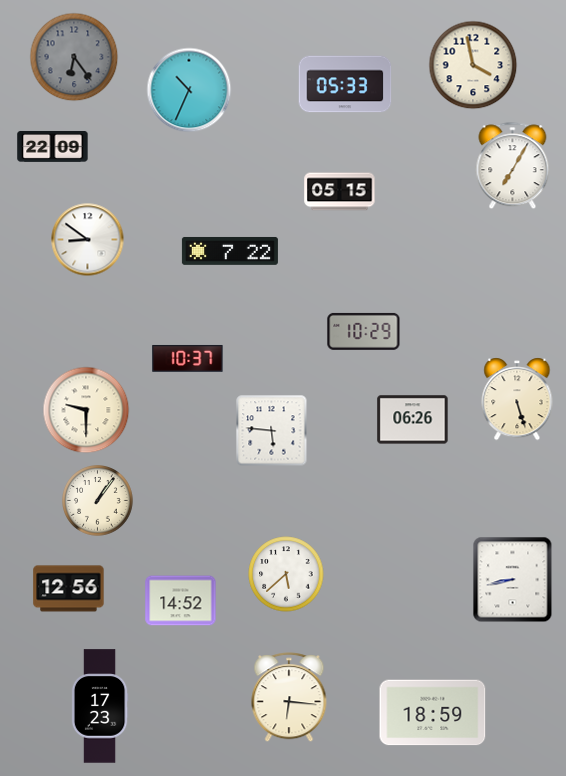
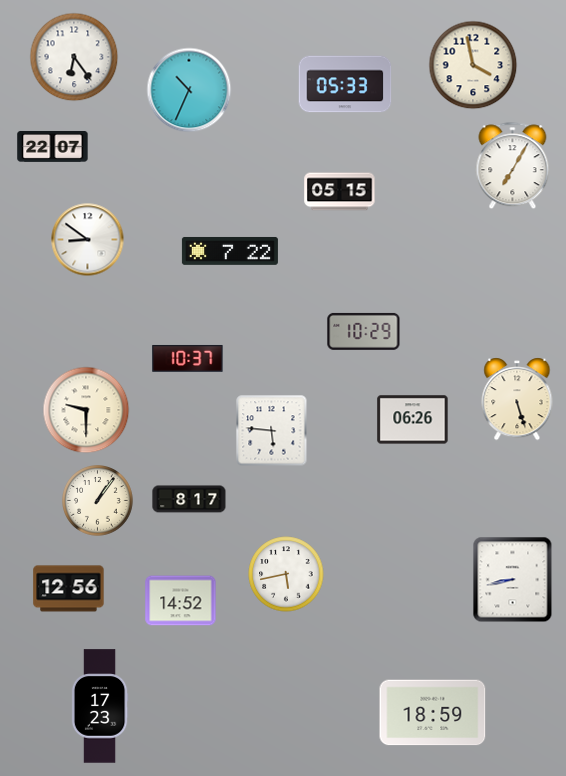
clock at (74, 57) dial: grey -> white
clock at (53, 146): 22:09 -> 22:07
clock at (189, 499): none -> 8:17
clock at (286, 574): 5:38 -> 5:43
clock at (289, 698): 6:16 -> none
